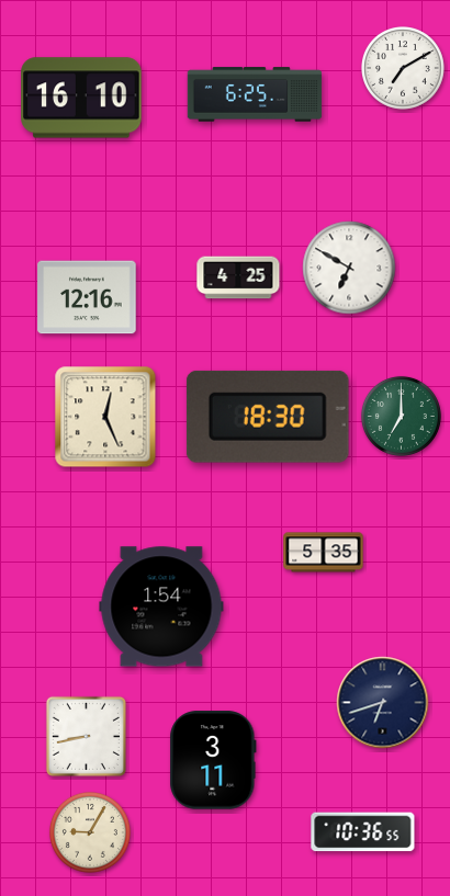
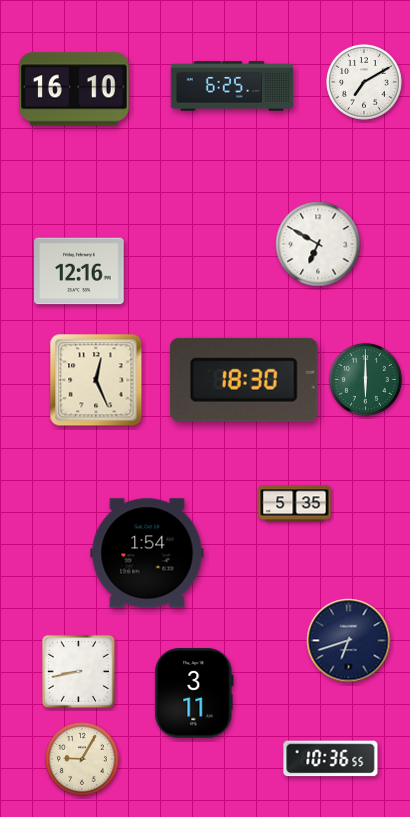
clock at (404, 69) position: (404, 69) -> (365, 83)
clock at (238, 277): 4:25 -> none
clock at (401, 416): 7:00 -> 6:00
